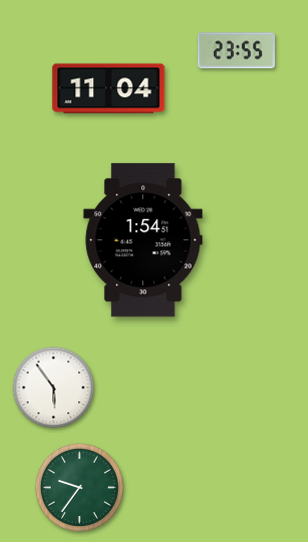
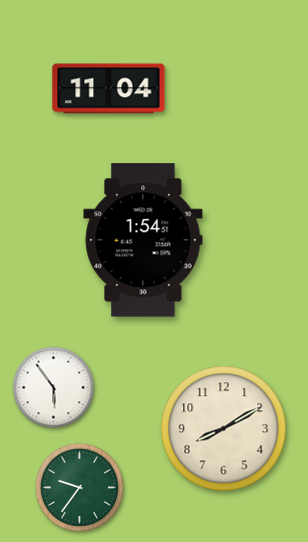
clock at (236, 51): 23:55 -> none
clock at (224, 429): none -> 8:10
